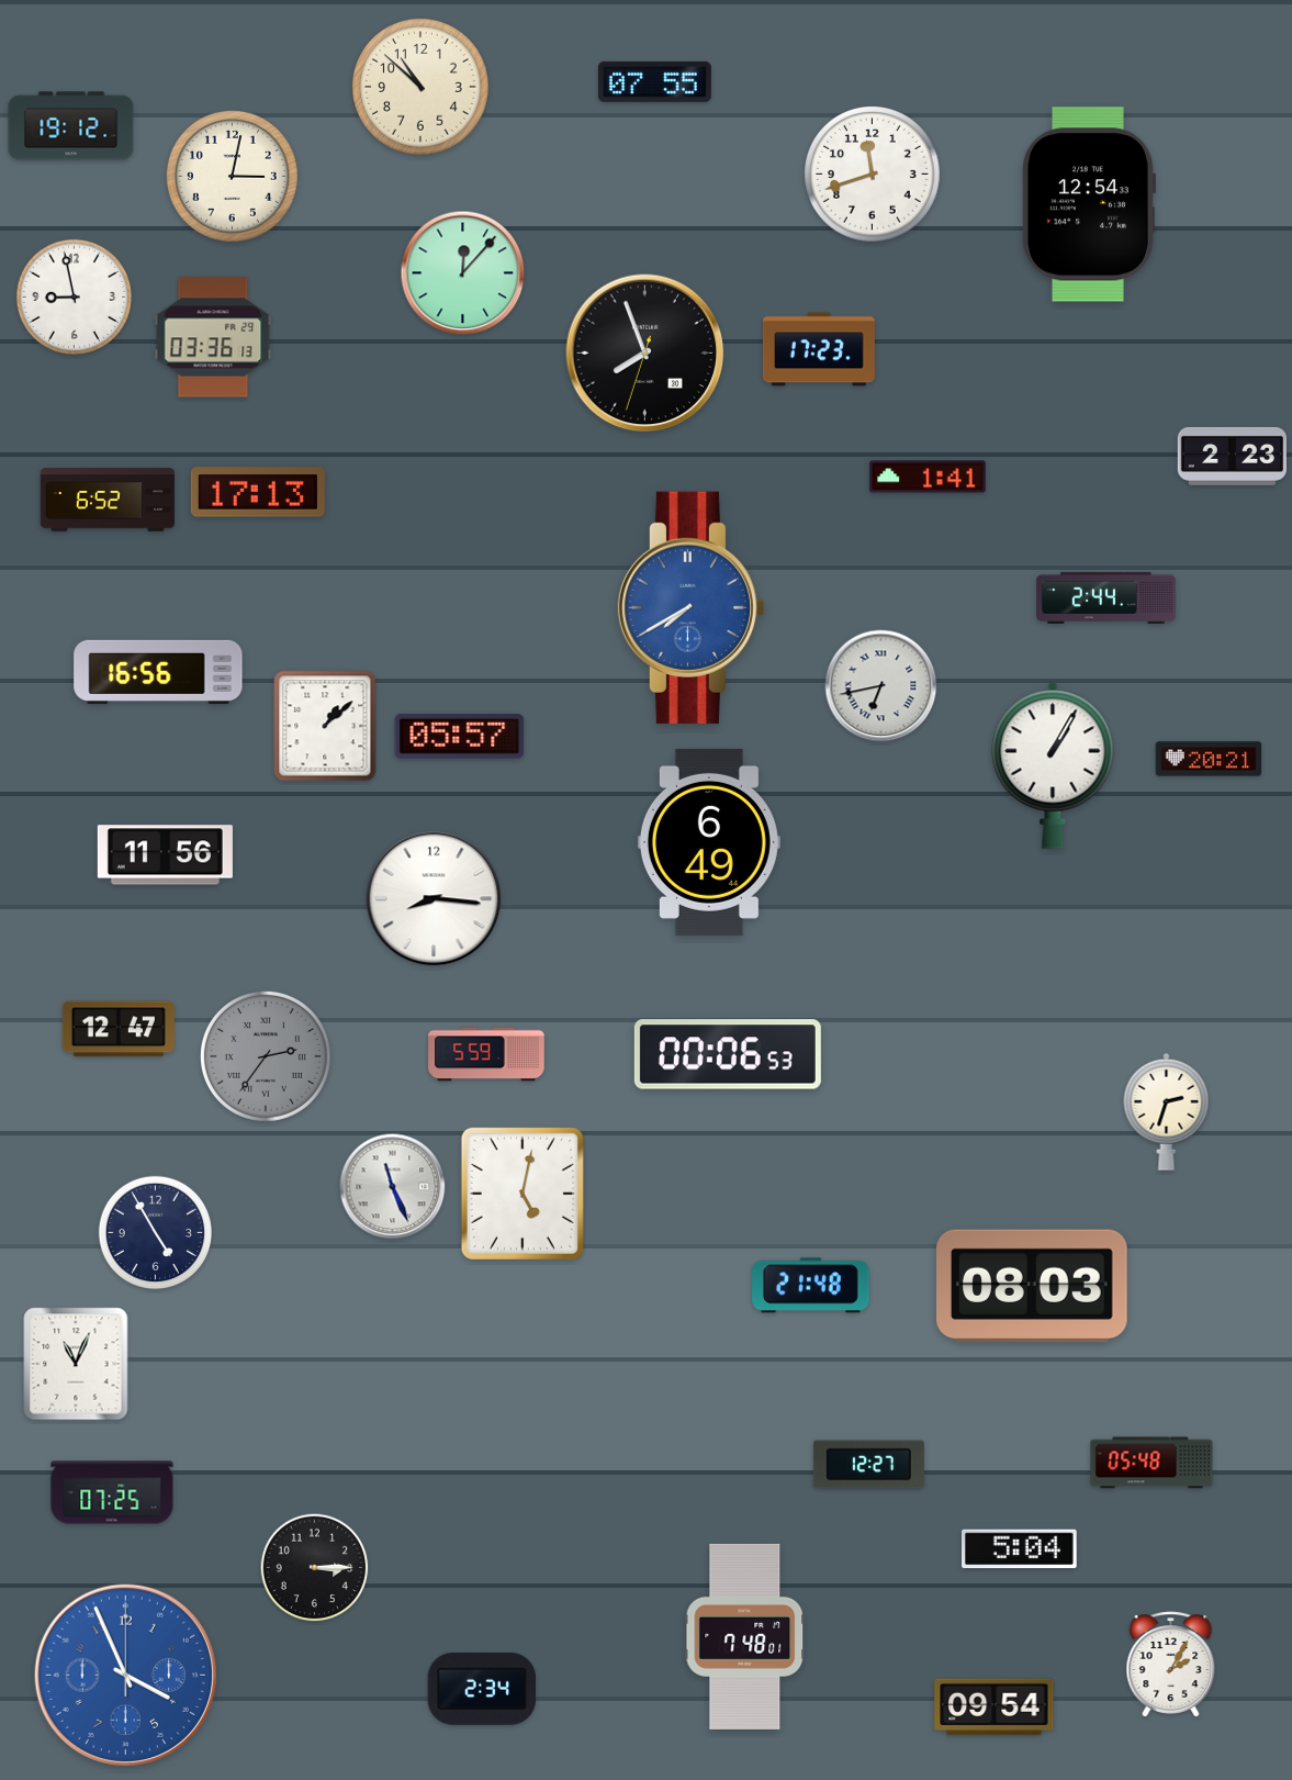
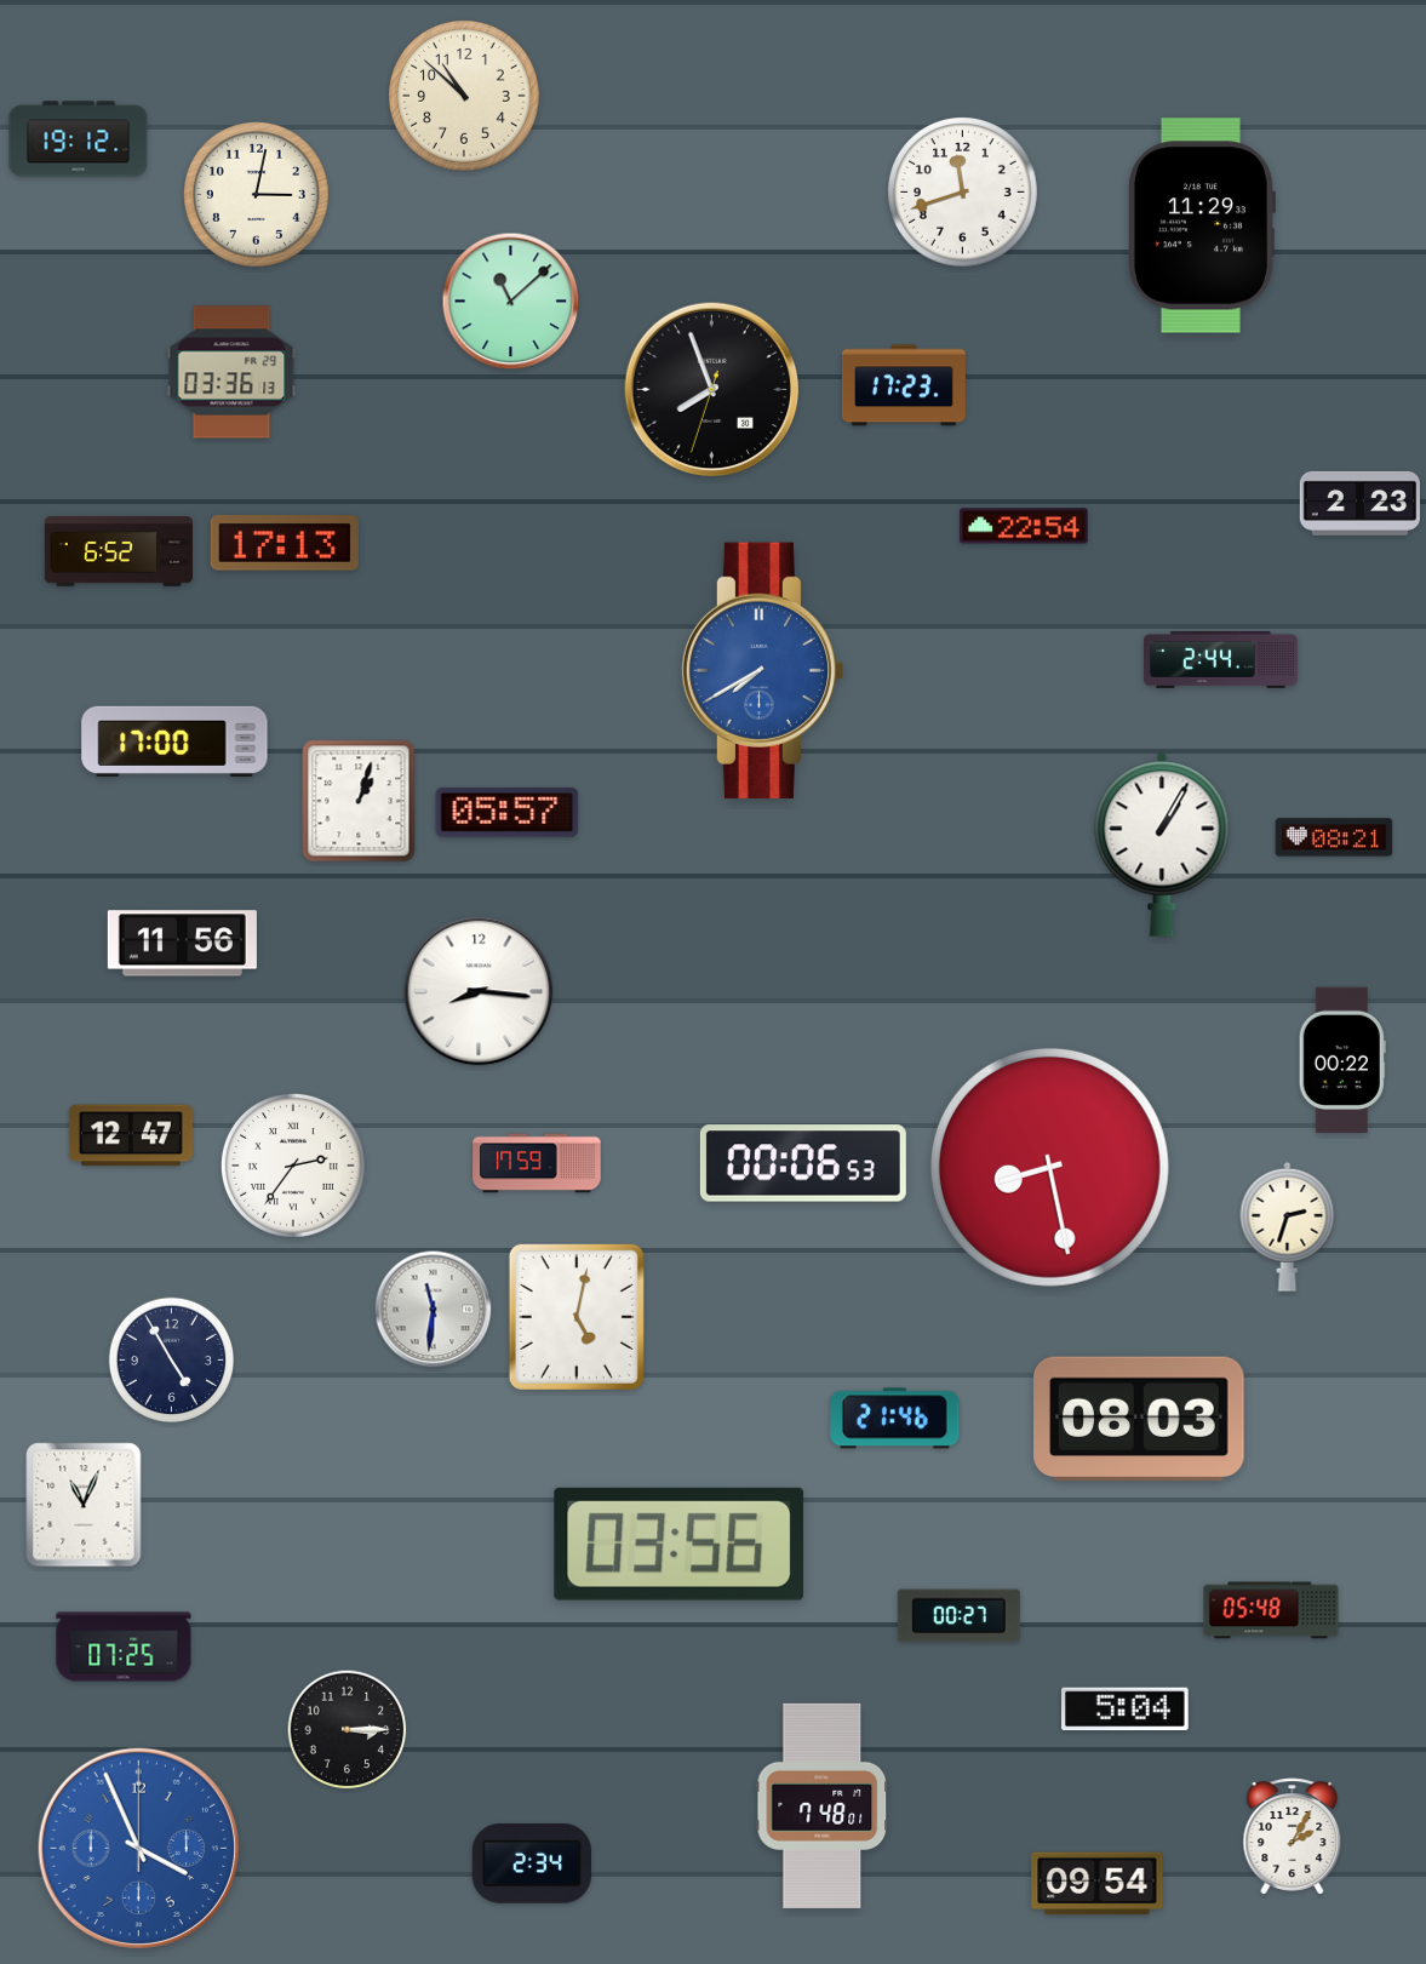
clock at (654, 81): 07:55 -> none
clock at (1089, 204): 12:54 -> 11:29
clock at (463, 273): 12:07 -> 11:08
clock at (74, 296): 8:58 -> none
clock at (213, 337) position: (213, 337) -> (231, 372)
clock at (928, 477): 1:41 -> 22:54
clock at (158, 672): 16:56 -> 17:00
clock at (881, 686): 6:43 -> none
clock at (325, 726): 1:08 -> 1:03
clock at (1209, 759): 20:21 -> 08:21
clock at (709, 842): 6:49 -> none
clock at (1342, 1060): none -> 00:22
clock at (486, 1054): 5:59 -> 17:59
clock at (266, 1056) dial: grey -> white
clock at (1049, 1167): none -> 8:28
clock at (393, 1187): 11:26 -> 11:31
clock at (811, 1286): 21:48 -> 21:46
clock at (680, 1544): none -> 03:56
clock at (1151, 1463) position: (1151, 1463) -> (1271, 1610)
clock at (868, 1465): 12:27 -> 00:27
